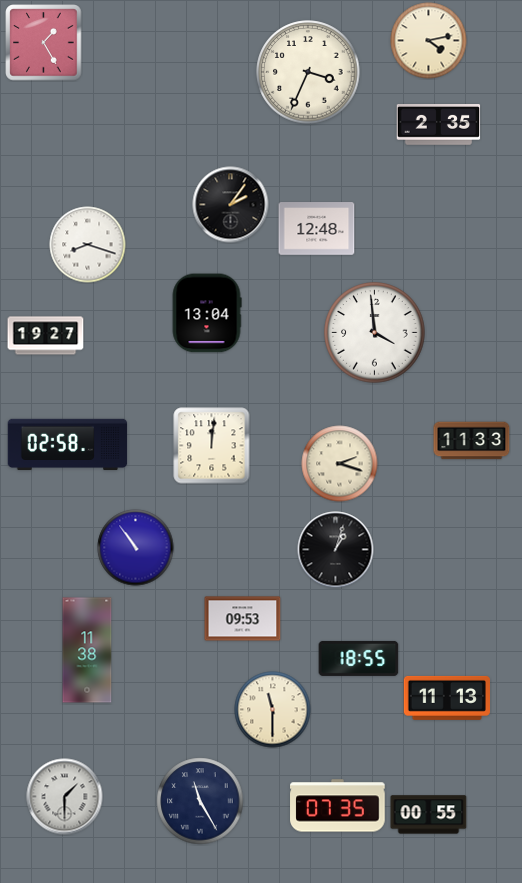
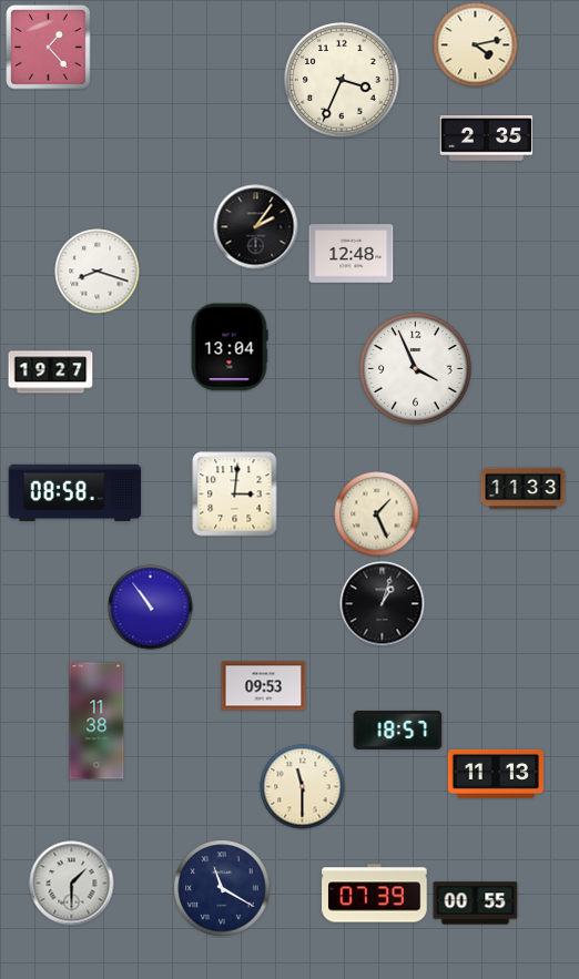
clock at (44, 43): 1:25 -> 1:23
clock at (375, 333): 3:59 -> 3:56
clock at (68, 445): 02:58 -> 08:58
clock at (212, 446): 12:01 -> 3:01
clock at (340, 464): 2:18 -> 1:26
clock at (336, 550) position: (336, 550) -> (383, 604)
clock at (243, 619) position: (243, 619) -> (264, 686)
clock at (359, 658): 18:55 -> 18:57
clock at (200, 801): 11:25 -> 11:20
clock at (338, 806): 07:35 -> 07:39
